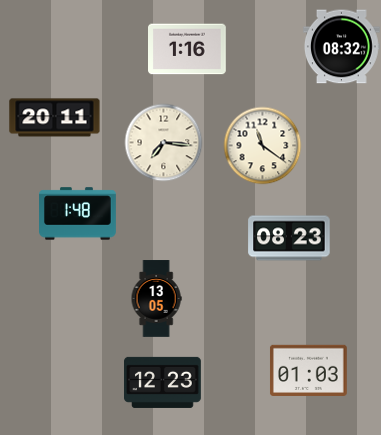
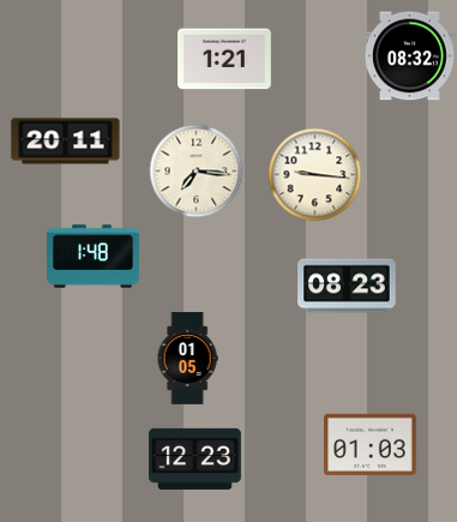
clock at (188, 49): 1:16 -> 1:21
clock at (262, 145): 11:21 -> 9:16
clock at (156, 299): 13:05 -> 01:05
